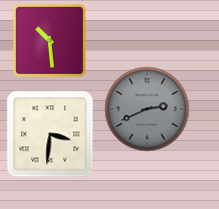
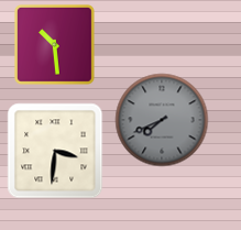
clock at (147, 109): 2:41 -> 7:41
clock at (50, 134) position: (50, 134) -> (55, 151)
